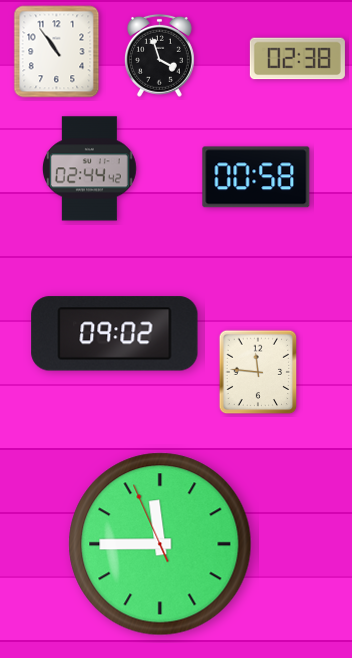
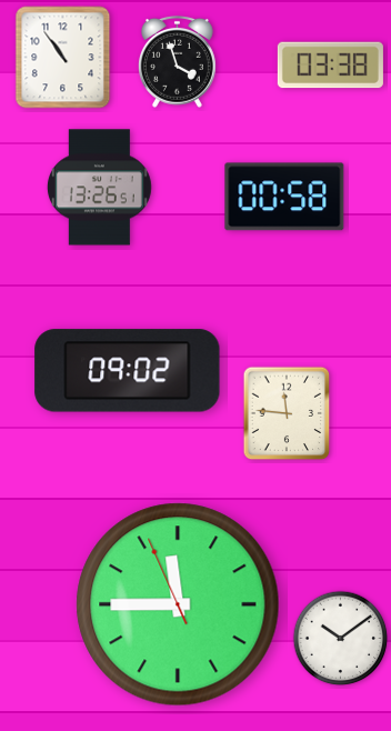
clock at (297, 59): 02:38 -> 03:38
clock at (89, 169): 02:44 -> 13:26
clock at (341, 639): none -> 10:09
